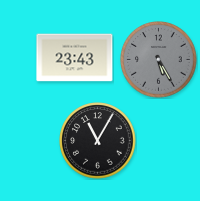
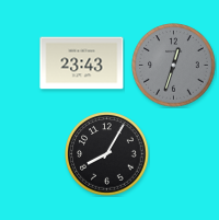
clock at (159, 60): 5:25 -> 12:33
clock at (98, 141): 11:05 -> 8:05
